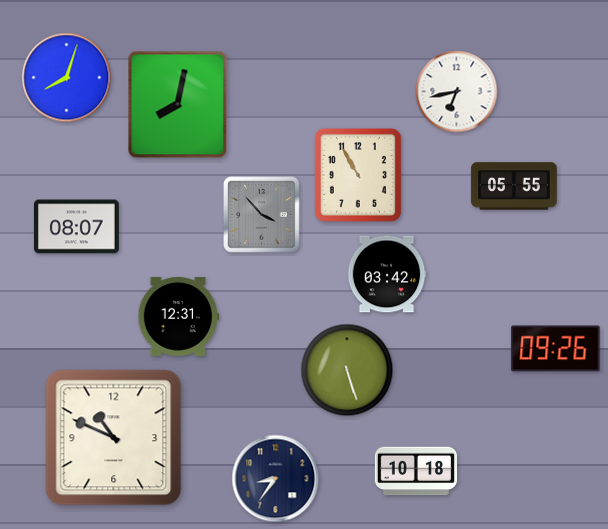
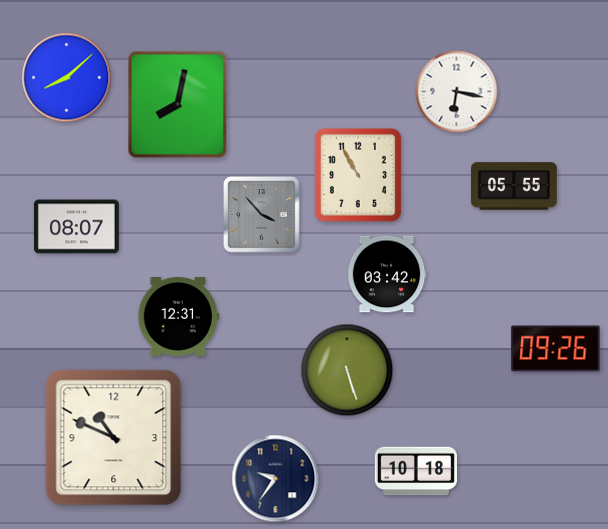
clock at (67, 78): 8:03 -> 8:08
clock at (457, 92): 6:43 -> 6:17
clock at (276, 479): 8:36 -> 9:36
